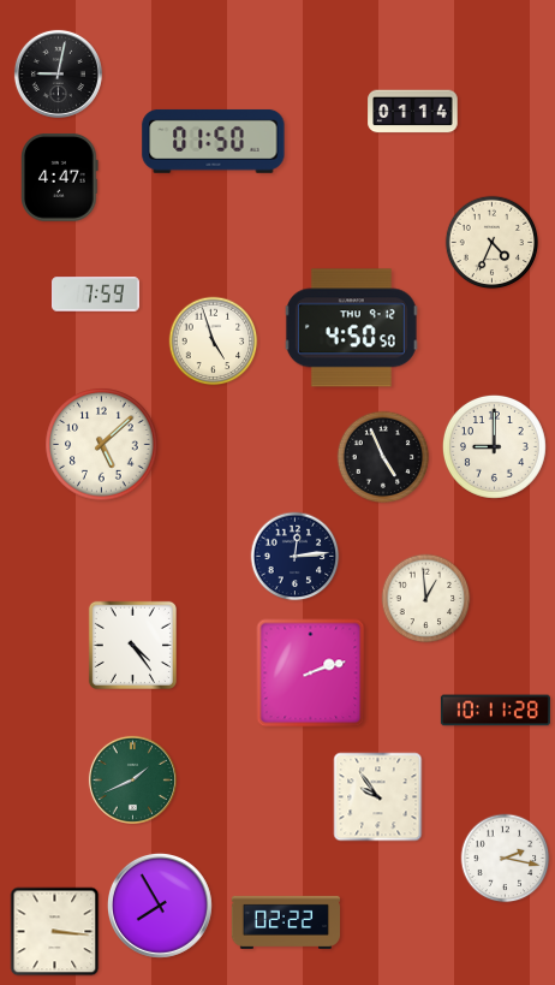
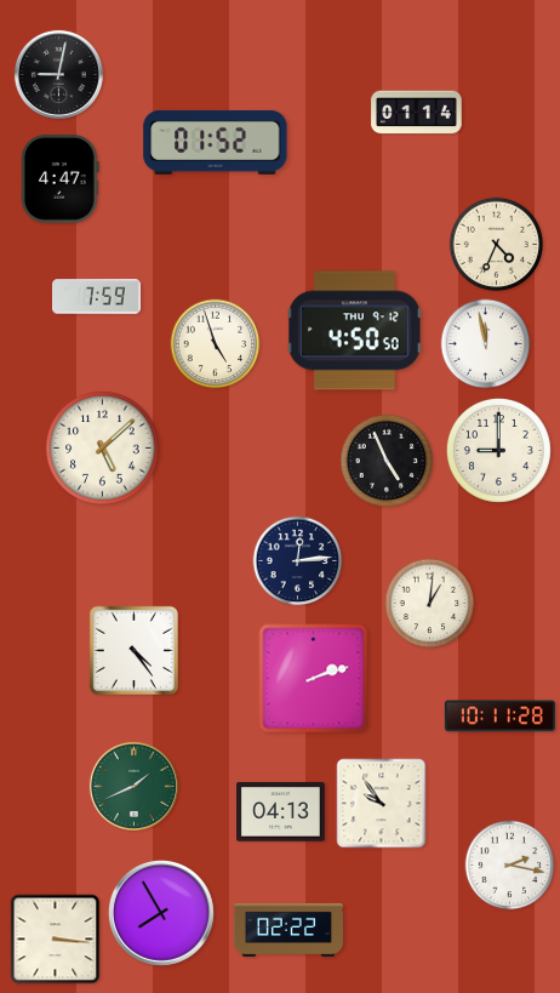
clock at (214, 142): 01:50 -> 01:52
clock at (486, 344): none -> 11:58
clock at (426, 599): 12:59 -> 1:01
clock at (281, 812): none -> 04:13
